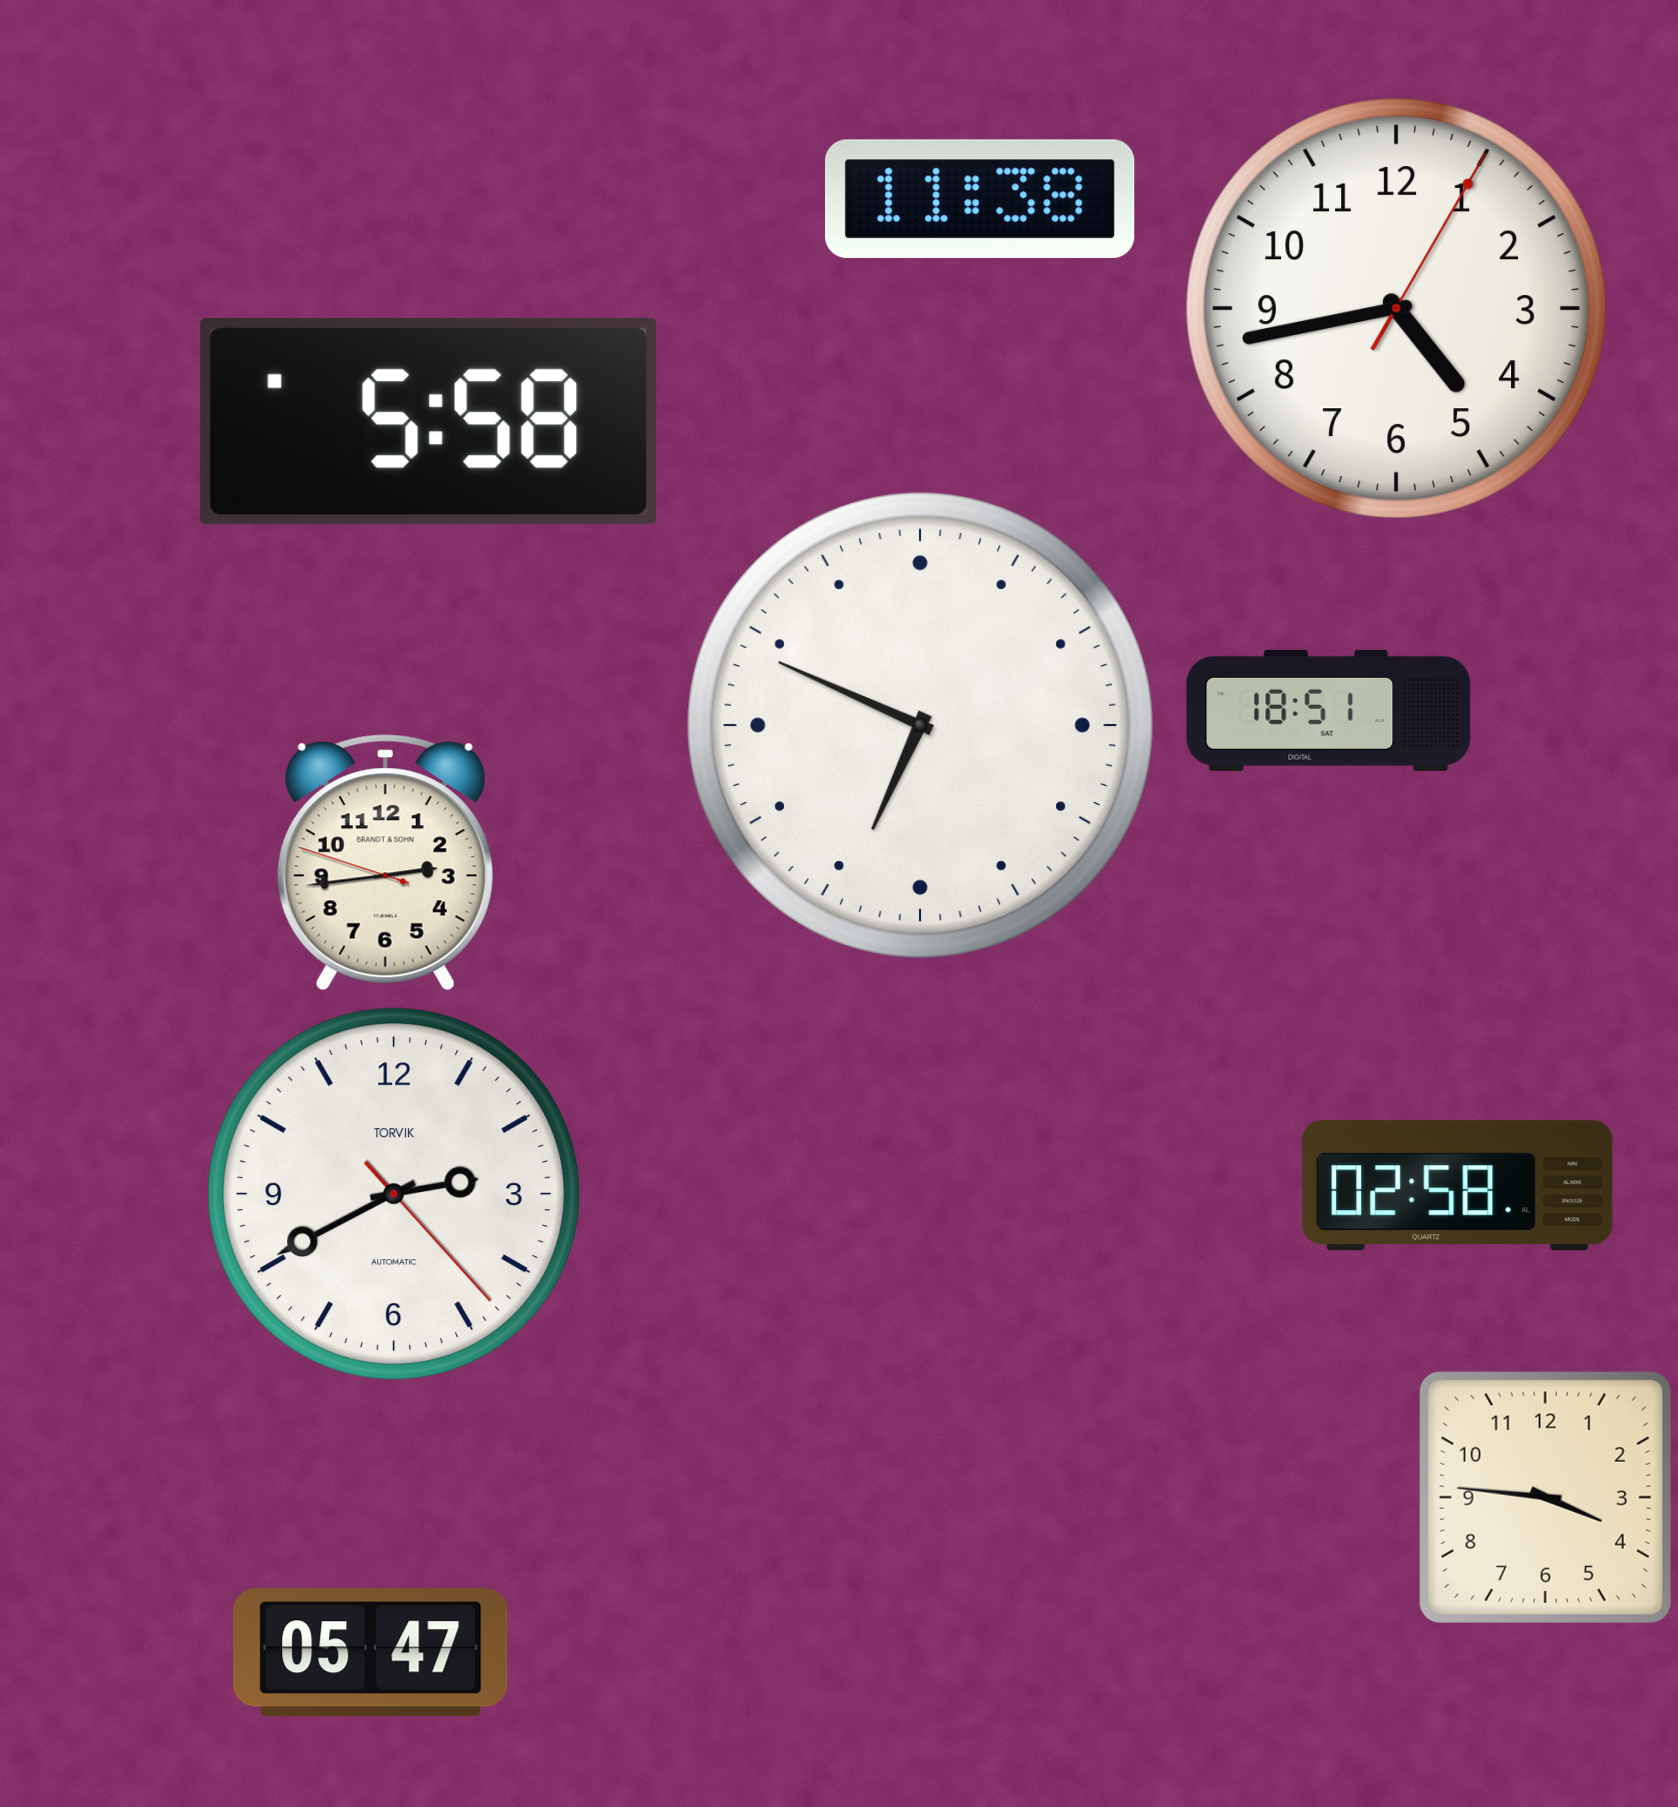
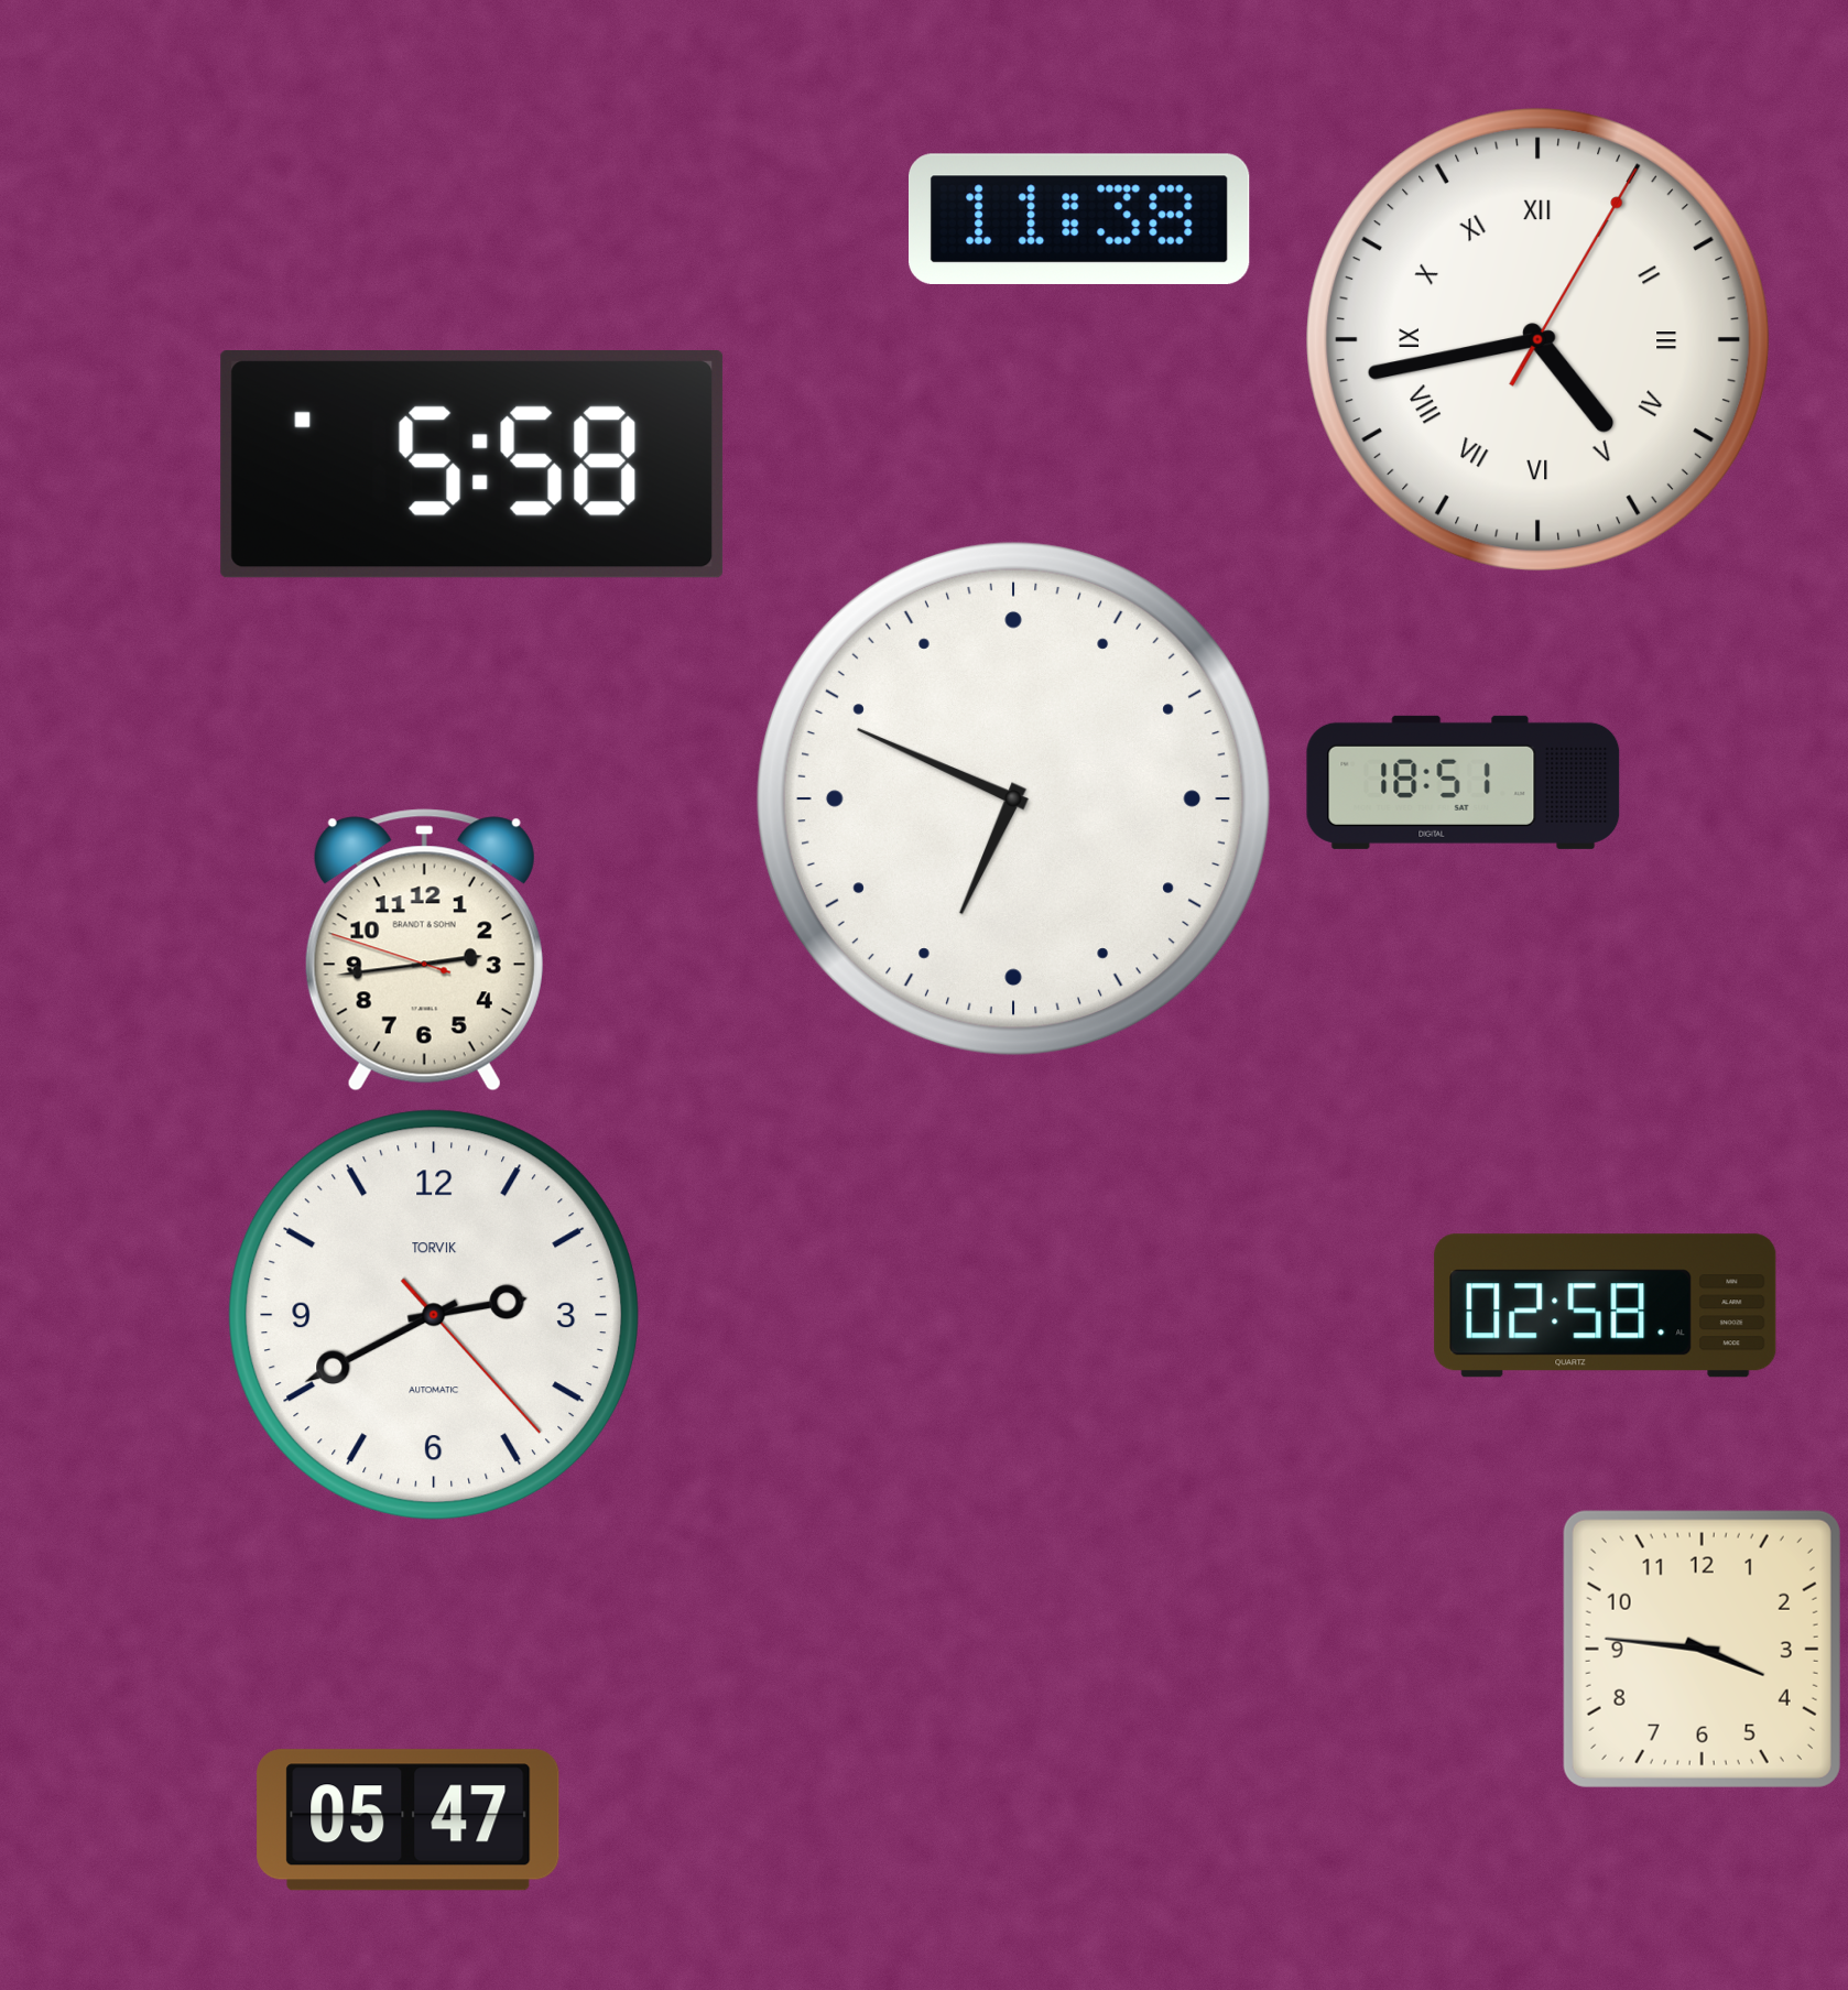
clock at (1397, 309) numerals: Arabic -> Roman
